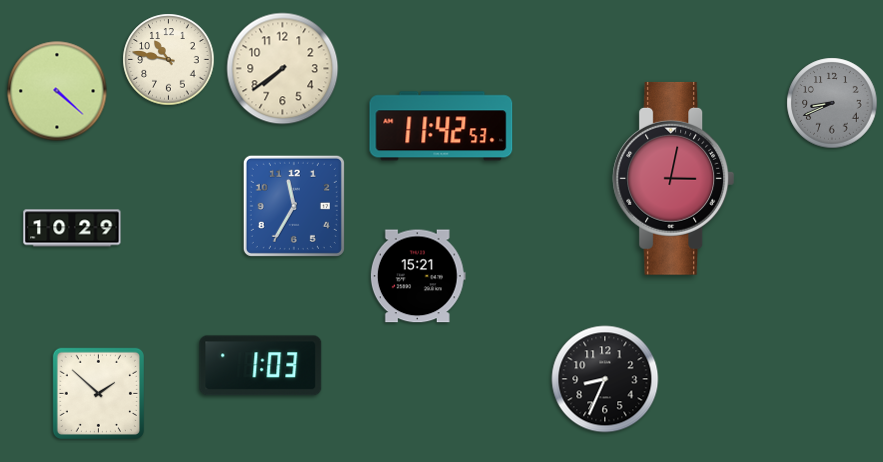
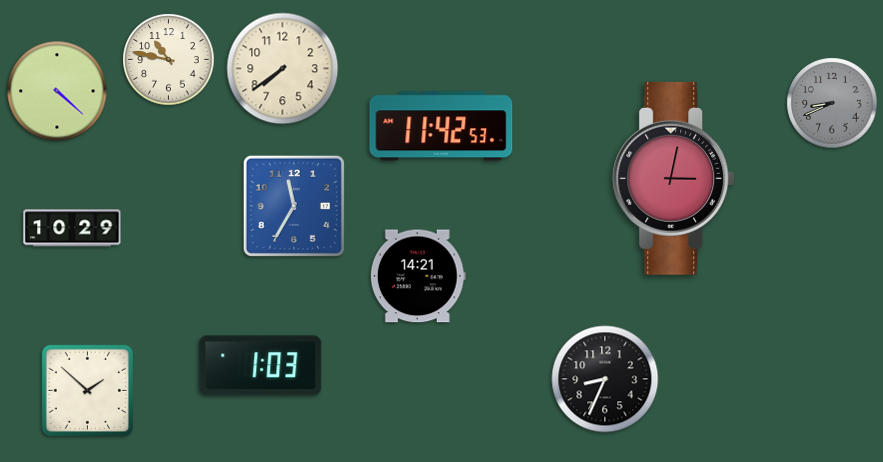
clock at (418, 276): 15:21 -> 14:21
clock at (98, 393) position: (98, 393) -> (87, 390)
